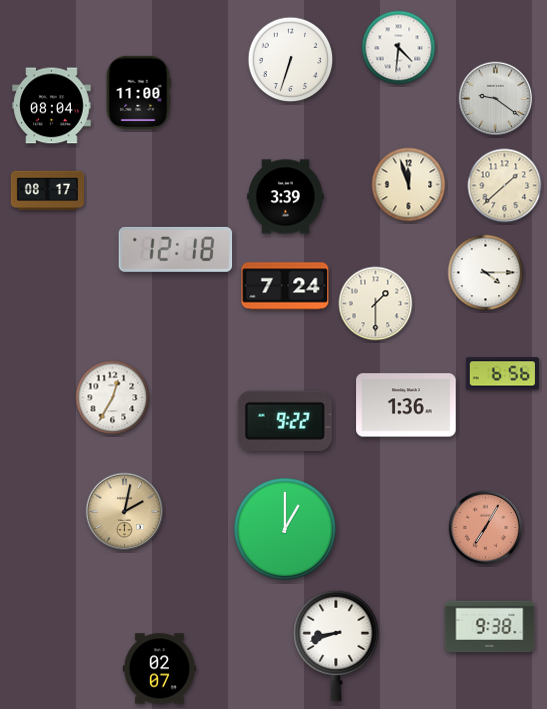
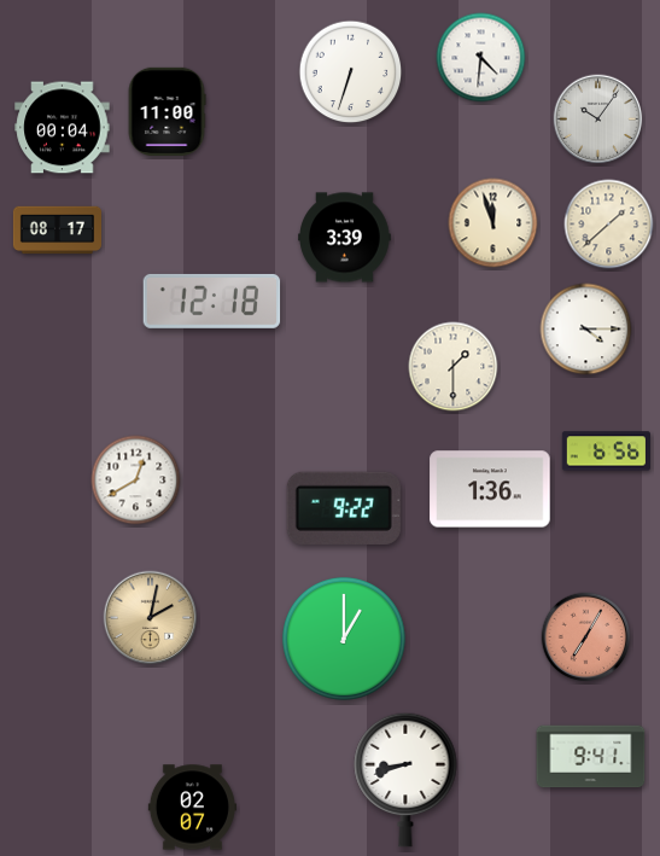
clock at (496, 99): 9:21 -> 10:06
clock at (52, 106): 08:04 -> 00:04
clock at (285, 286): 7:24 -> none
clock at (113, 398): 12:35 -> 12:40
clock at (490, 627): 9:38 -> 9:41
